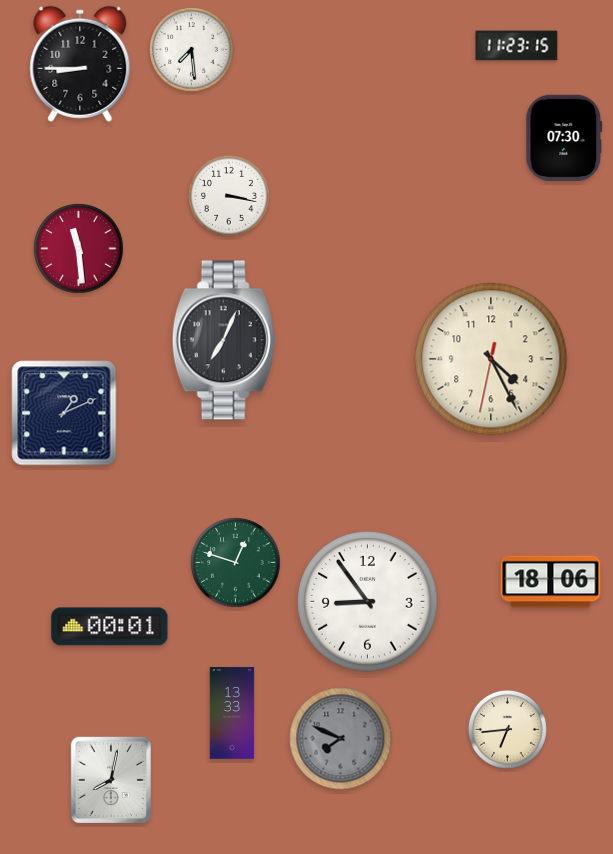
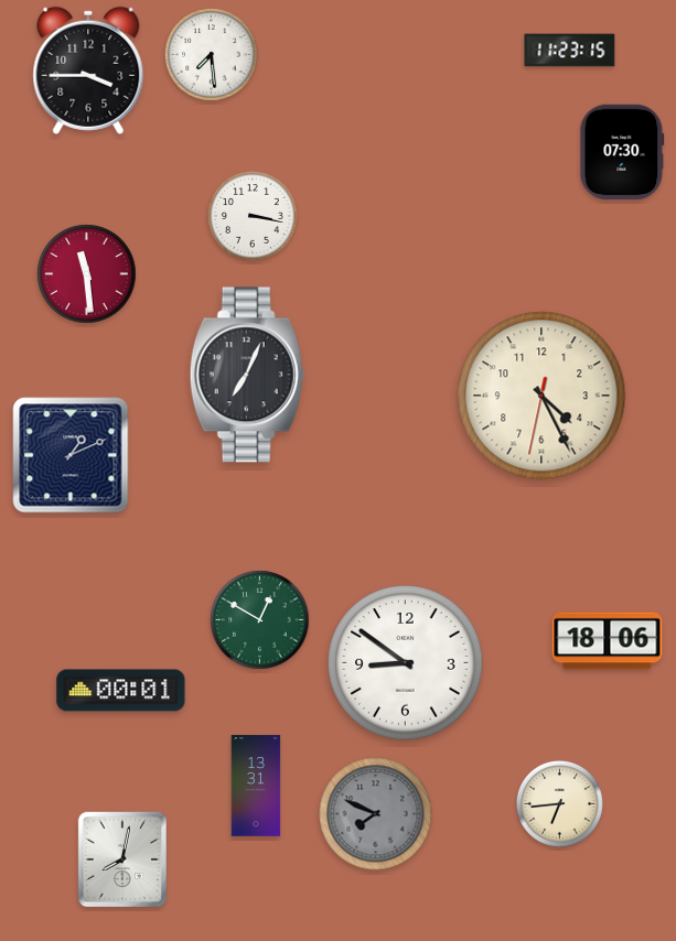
clock at (80, 64): 8:45 -> 3:45
clock at (236, 563): 12:48 -> 12:50
clock at (368, 602): 8:54 -> 8:51
clock at (232, 713): 13:33 -> 13:31
